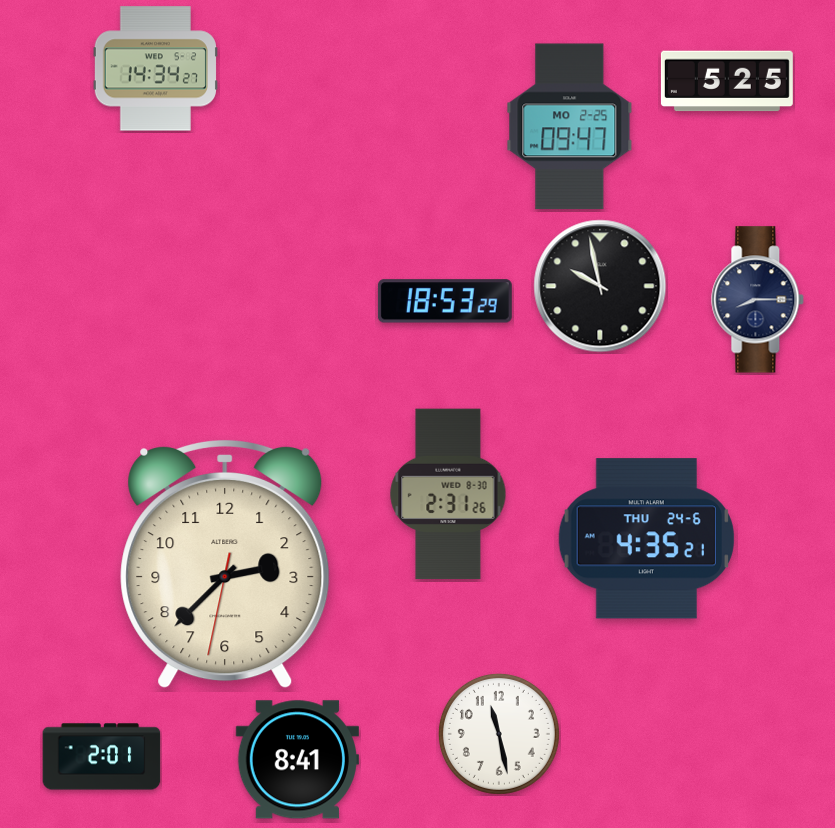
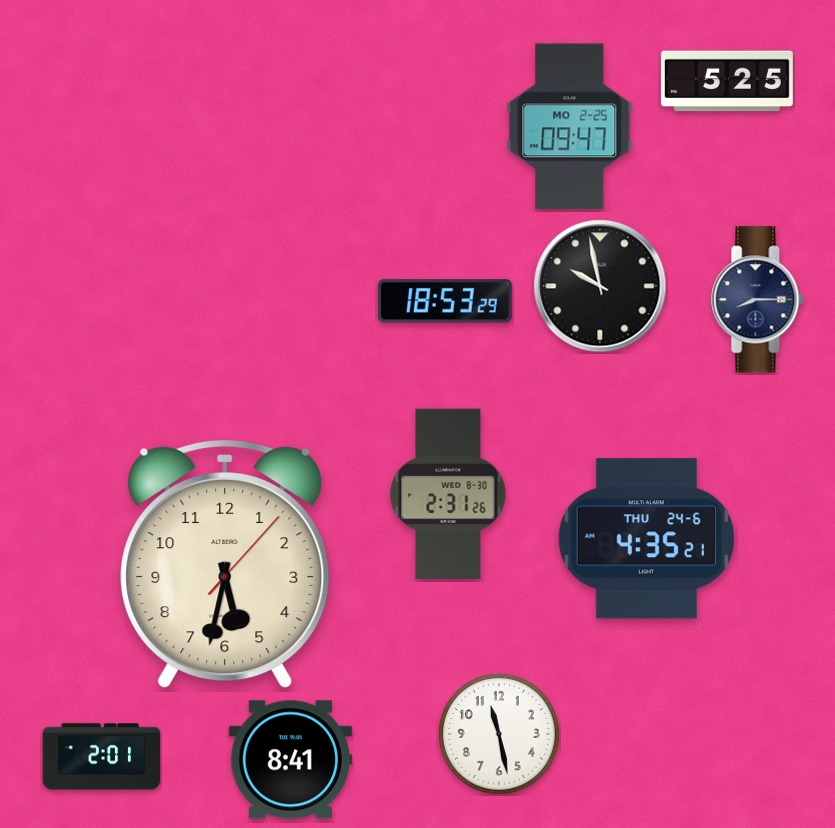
clock at (155, 69): 14:34 -> none
clock at (225, 564): 2:37 -> 5:32
clock at (297, 760) position: (297, 760) -> (290, 760)
